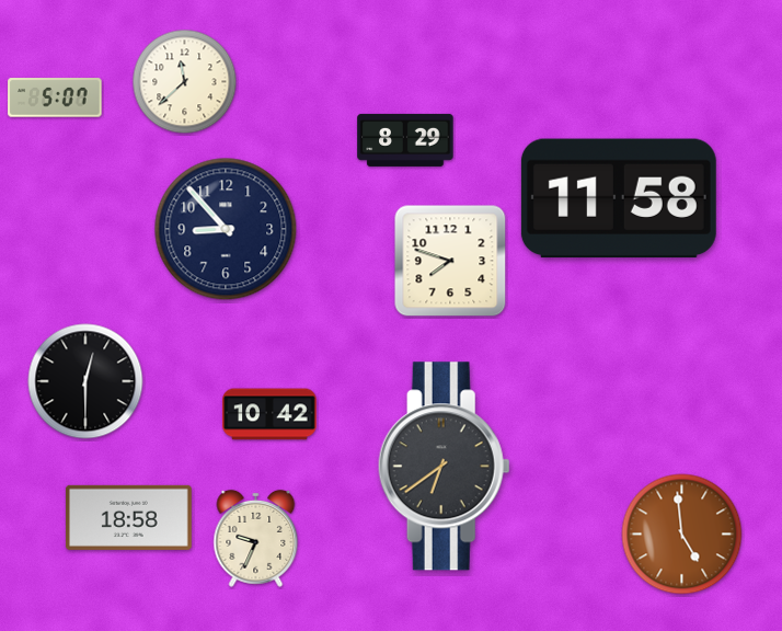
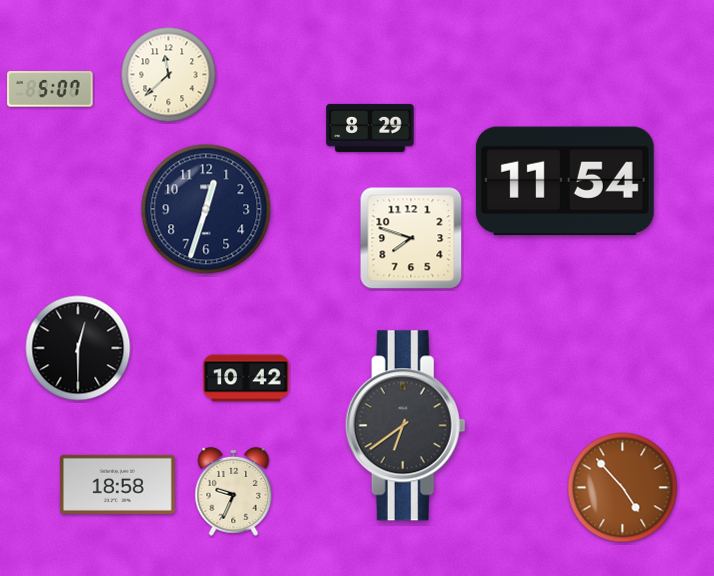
clock at (619, 198): 11:58 -> 11:54
clock at (226, 229): 8:53 -> 12:33
clock at (128, 517) position: (128, 517) -> (117, 484)
clock at (682, 535): 4:59 -> 4:53
